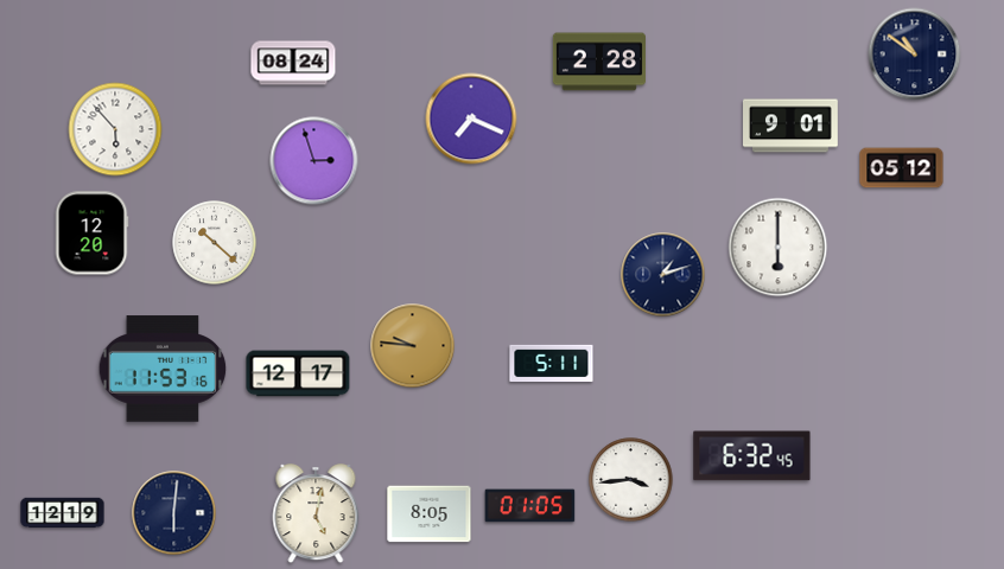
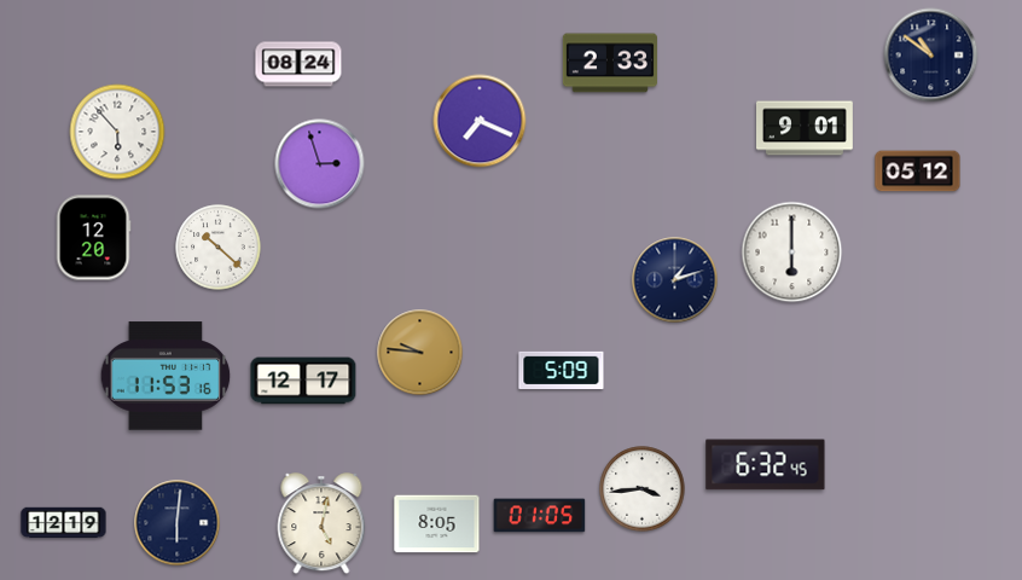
clock at (599, 62): 2:28 -> 2:33
clock at (552, 363): 5:11 -> 5:09
